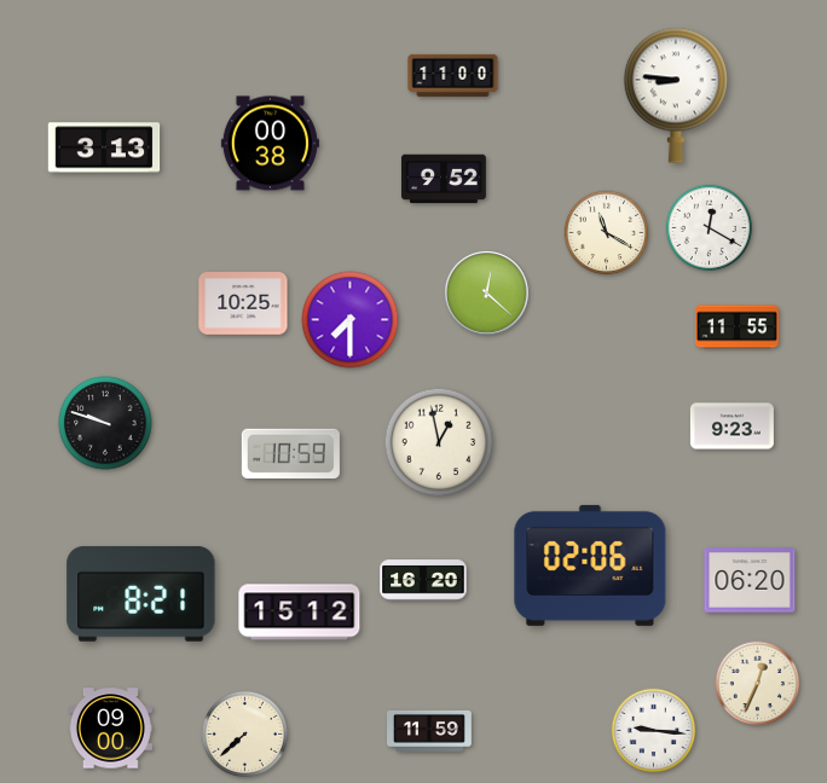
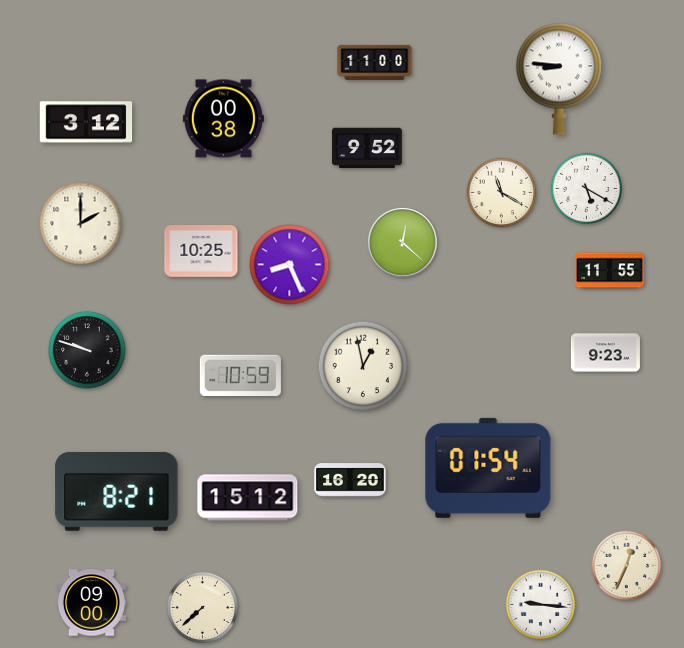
clock at (104, 147): 3:13 -> 3:12
clock at (709, 227): 12:20 -> 5:20
clock at (81, 224): none -> 2:00
clock at (351, 320): 7:30 -> 8:26
clock at (590, 565): 02:06 -> 01:54
clock at (750, 580): 06:20 -> none
clock at (300, 613) position: (300, 613) -> (248, 498)
clock at (430, 731): 11:59 -> none
